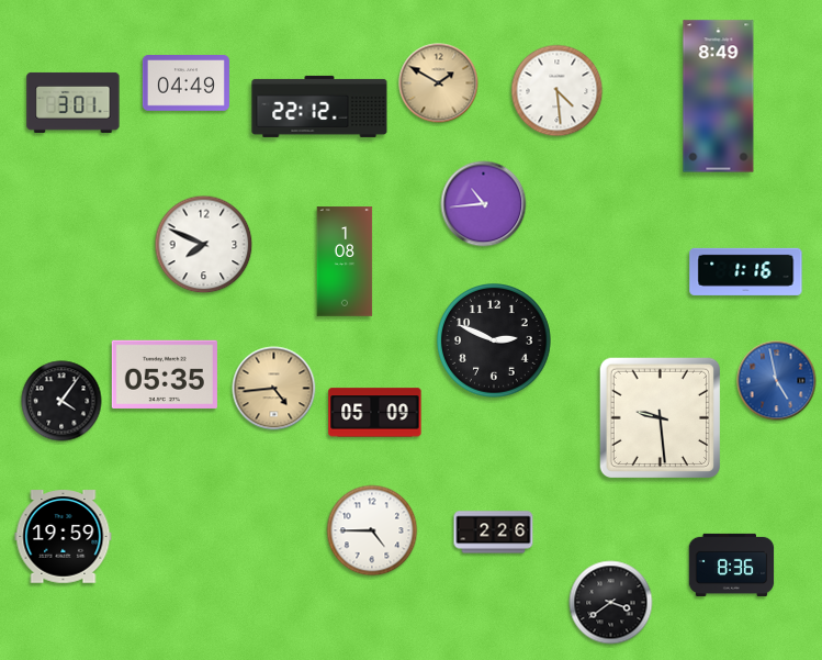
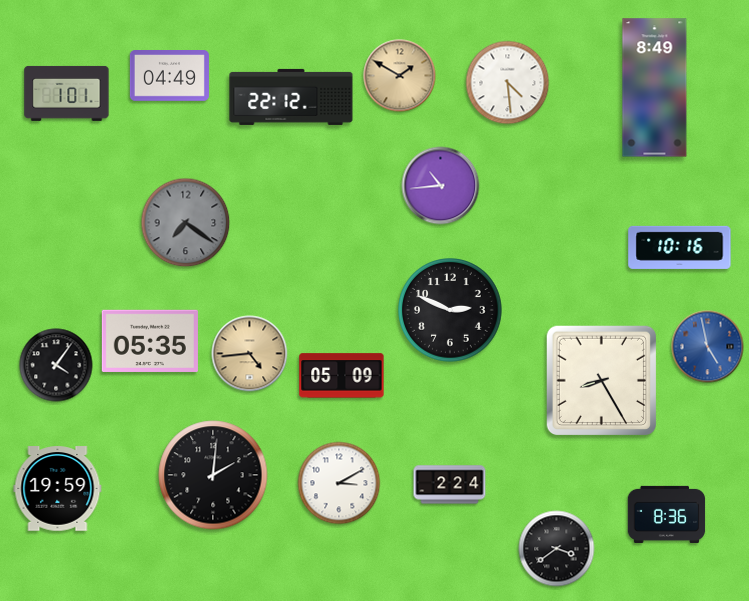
clock at (74, 102): 3:01 -> 1:01
clock at (204, 245): 7:49 -> 7:21
clock at (204, 245) dial: white -> grey
clock at (345, 261): 1:08 -> none
clock at (746, 271): 1:16 -> 10:16
clock at (660, 417): 9:29 -> 8:25
clock at (213, 475): none -> 2:01
clock at (372, 530): 4:45 -> 3:10
clock at (494, 533): 2:26 -> 2:24
